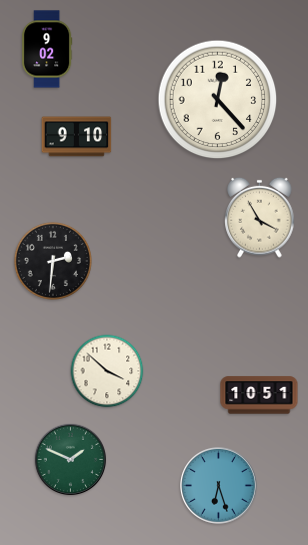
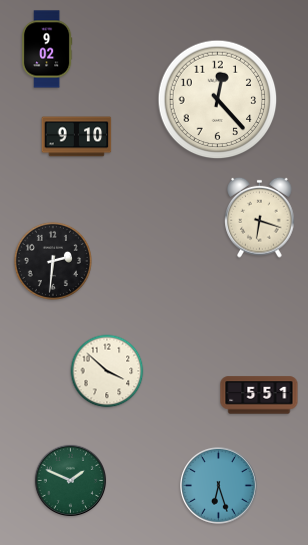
clock at (260, 217): 3:55 -> 6:18
clock at (259, 395): 10:51 -> 5:51
clock at (71, 460) position: (71, 460) -> (71, 481)
